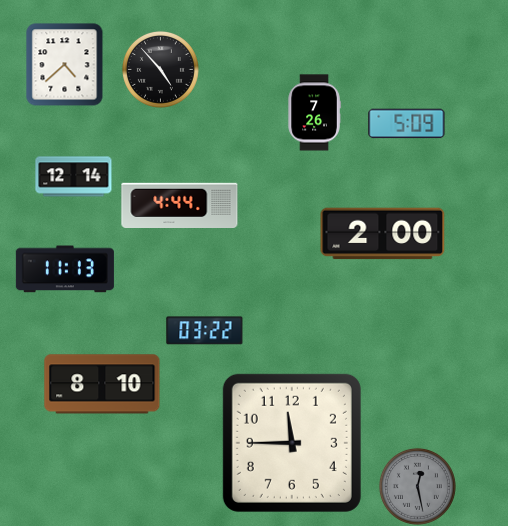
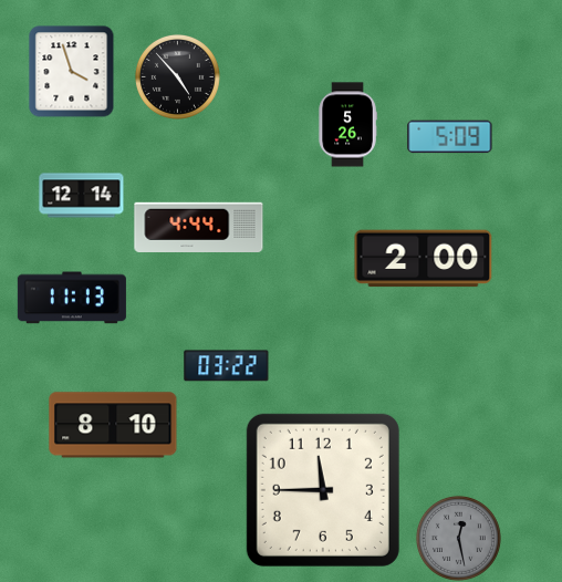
clock at (65, 65): 4:38 -> 3:57
clock at (314, 113): 7:26 -> 5:26
clock at (417, 486) position: (417, 486) -> (458, 538)
